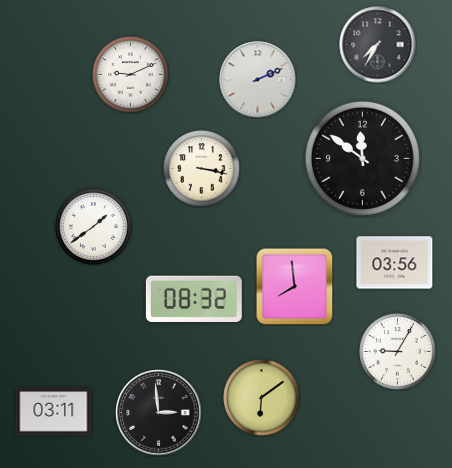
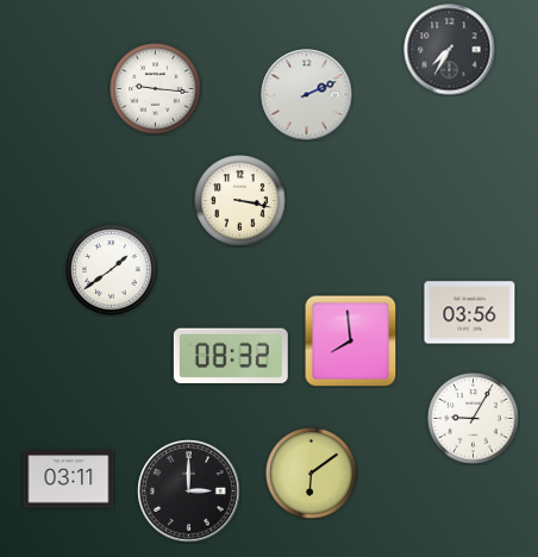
clock at (378, 45) position: (378, 45) -> (450, 50)
clock at (131, 75): 9:11 -> 9:16
clock at (362, 158): 11:51 -> none
clock at (54, 412) position: (54, 412) -> (69, 480)
clock at (159, 413): 2:59 -> 3:00
